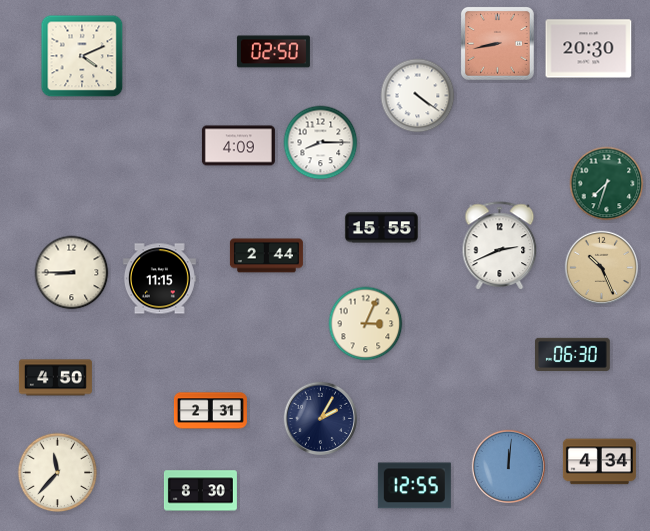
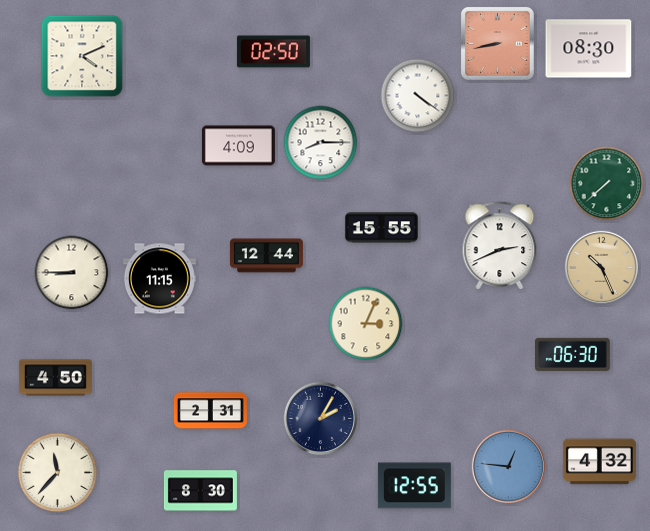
clock at (589, 49): 20:30 -> 08:30
clock at (607, 184): 7:33 -> 7:38
clock at (266, 256): 2:44 -> 12:44
clock at (599, 462): 4:34 -> 4:32
clock at (508, 466): 12:01 -> 12:46
